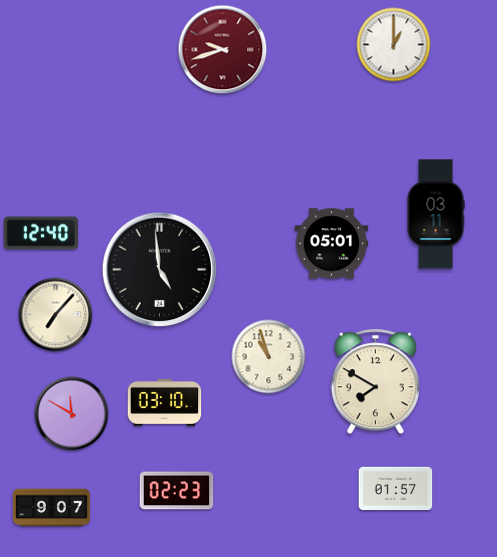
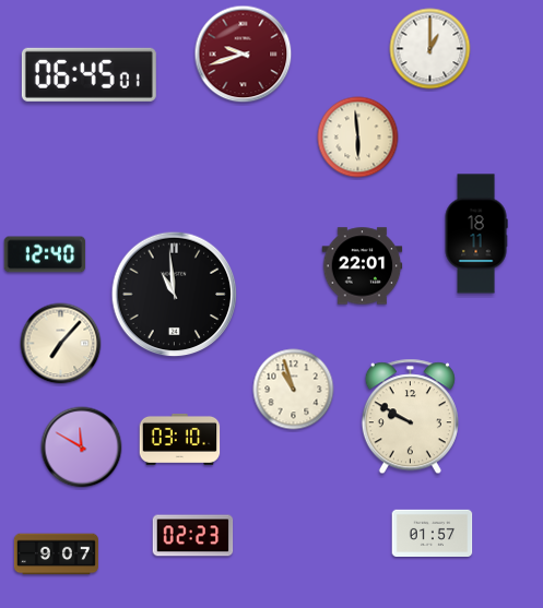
clock at (88, 74): none -> 06:45
clock at (358, 138): none -> 5:59
clock at (436, 214): 03:11 -> 18:11
clock at (332, 244): 05:01 -> 22:01
clock at (160, 270): 4:59 -> 10:59
clock at (375, 382): 7:50 -> 9:50
clock at (72, 414) position: (72, 414) -> (82, 448)
